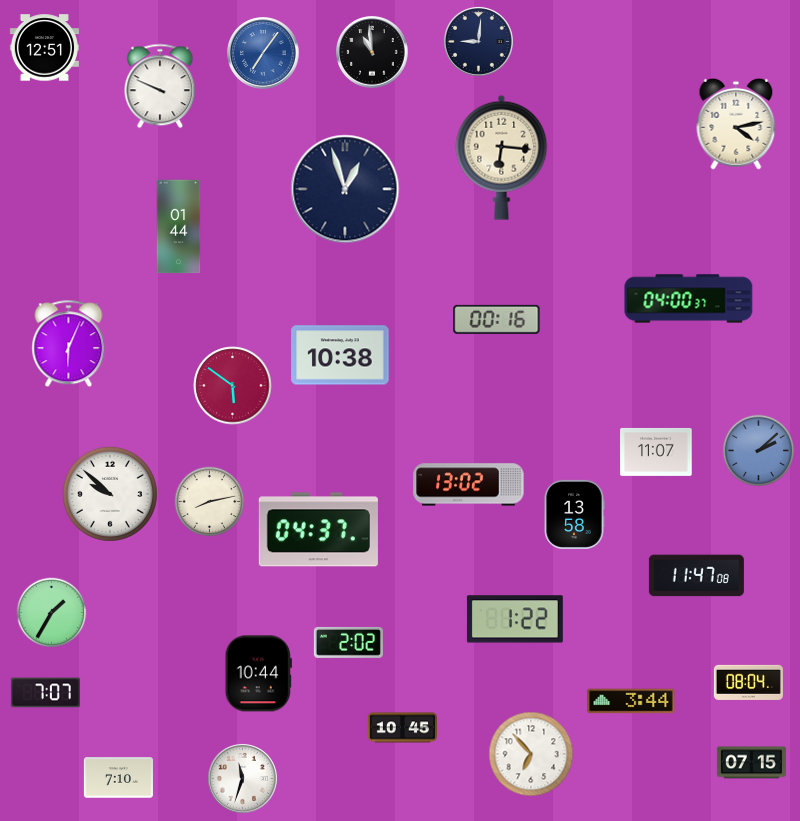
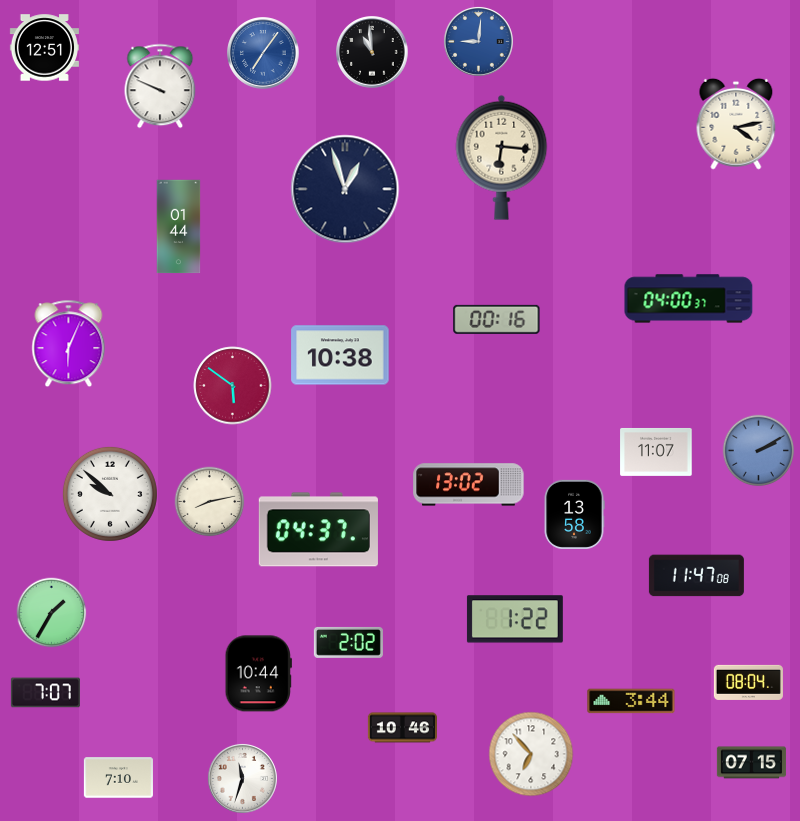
clock at (478, 41) dial: navy -> blue
clock at (759, 451): 2:08 -> 2:10
clock at (402, 728): 10:45 -> 10:46
